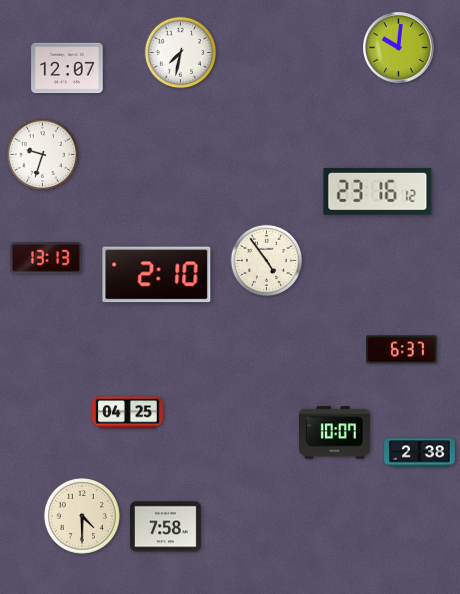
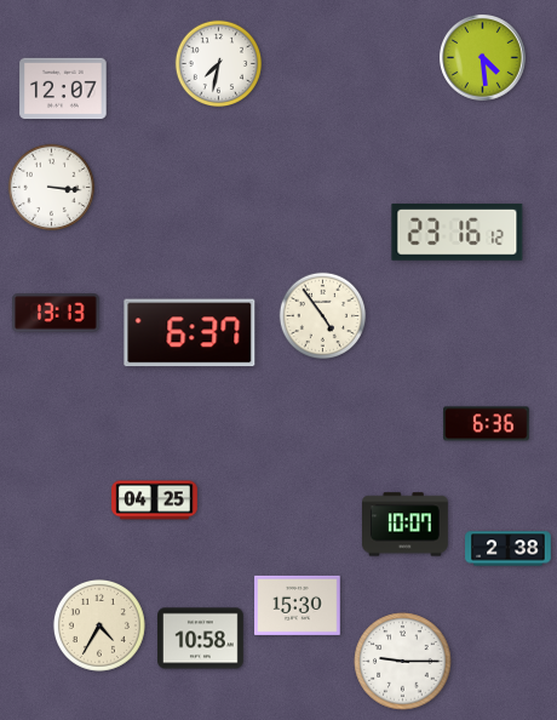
clock at (399, 48): 10:01 -> 4:29
clock at (67, 68) position: (67, 68) -> (63, 88)
clock at (43, 155): 9:33 -> 3:16
clock at (157, 275): 2:10 -> 6:37
clock at (402, 350): 6:37 -> 6:36
clock at (298, 605): none -> 15:30
clock at (82, 516): 4:30 -> 4:35
clock at (166, 527): 7:58 -> 10:58
clock at (403, 662): none -> 9:15
